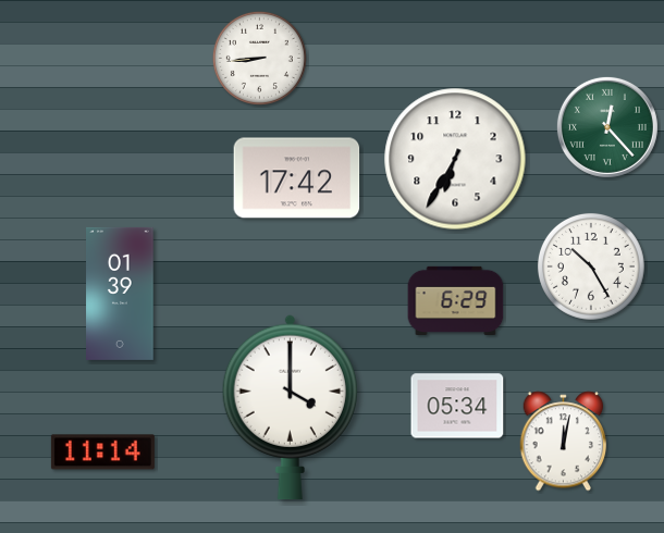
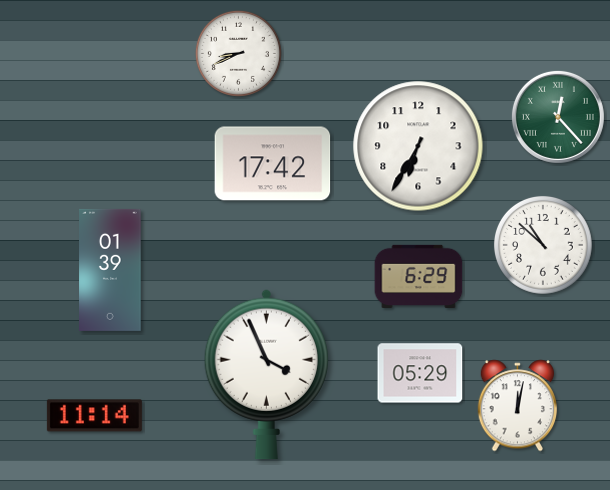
clock at (259, 58): 8:44 -> 8:41
clock at (591, 266): 10:25 -> 10:52
clock at (457, 406): 05:34 -> 05:29
clock at (290, 408): 4:00 -> 3:56
